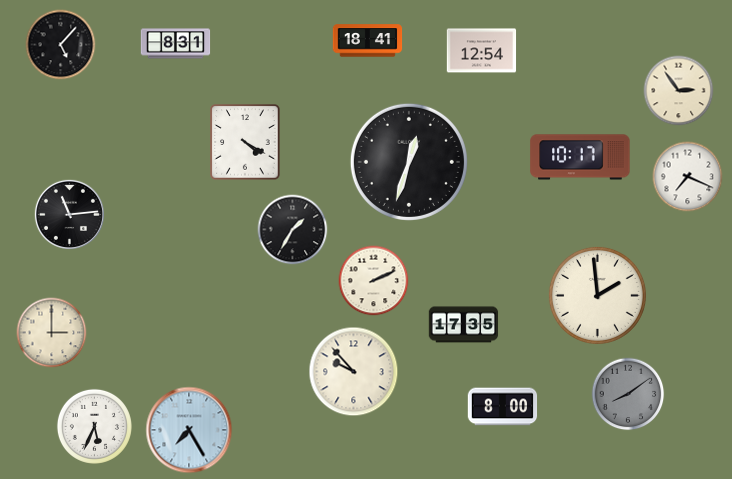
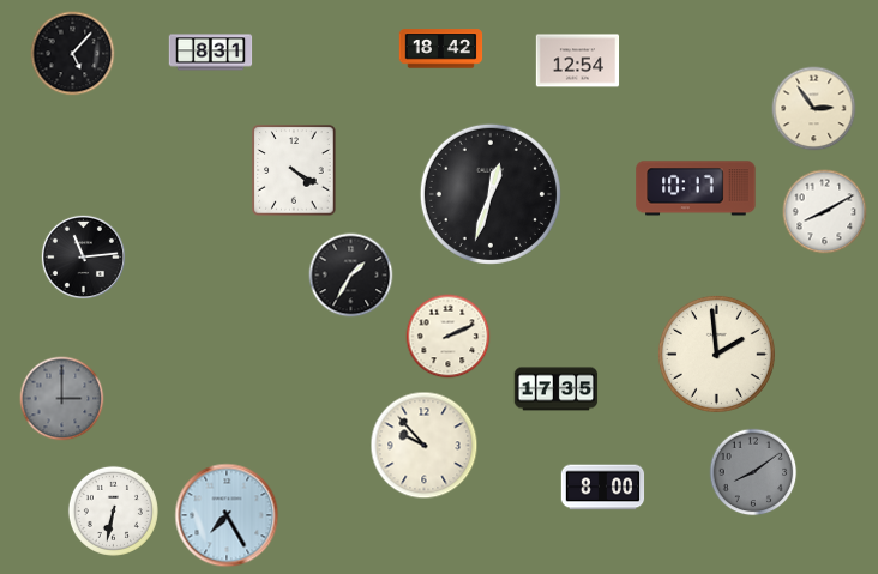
clock at (368, 41): 18:41 -> 18:42
clock at (688, 177): 7:19 -> 8:10
clock at (52, 333) dial: cream -> grey
clock at (94, 426): 5:34 -> 6:32
